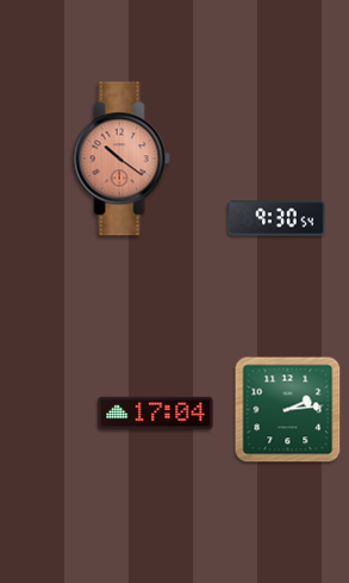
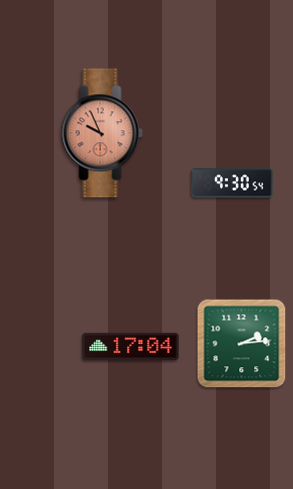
clock at (121, 159): 10:21 -> 9:56
